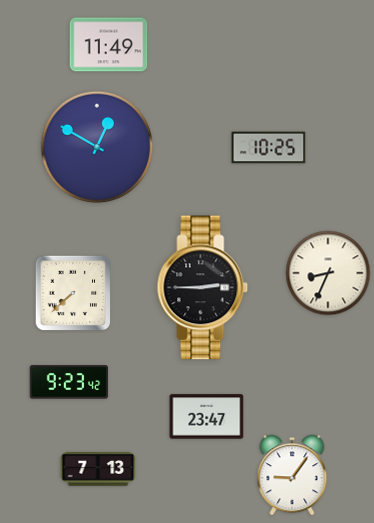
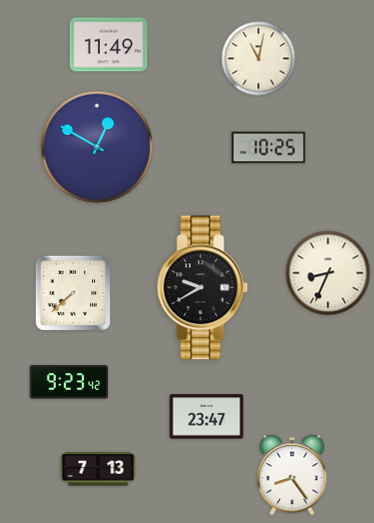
clock at (259, 59): none -> 11:02
clock at (203, 288): 2:45 -> 9:40
clock at (292, 475): 9:06 -> 8:24
